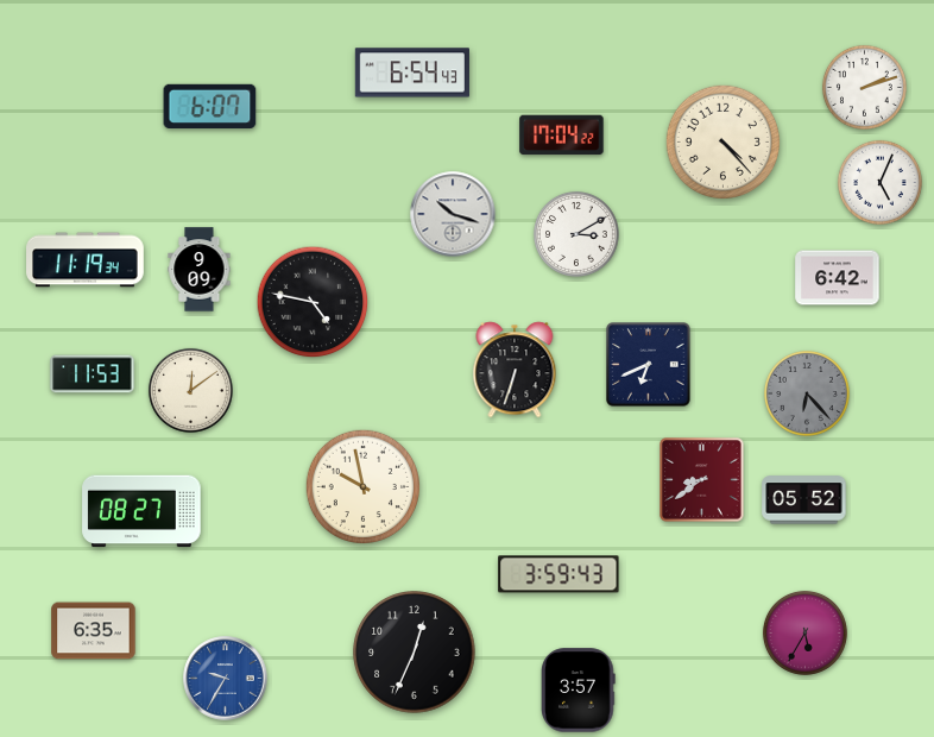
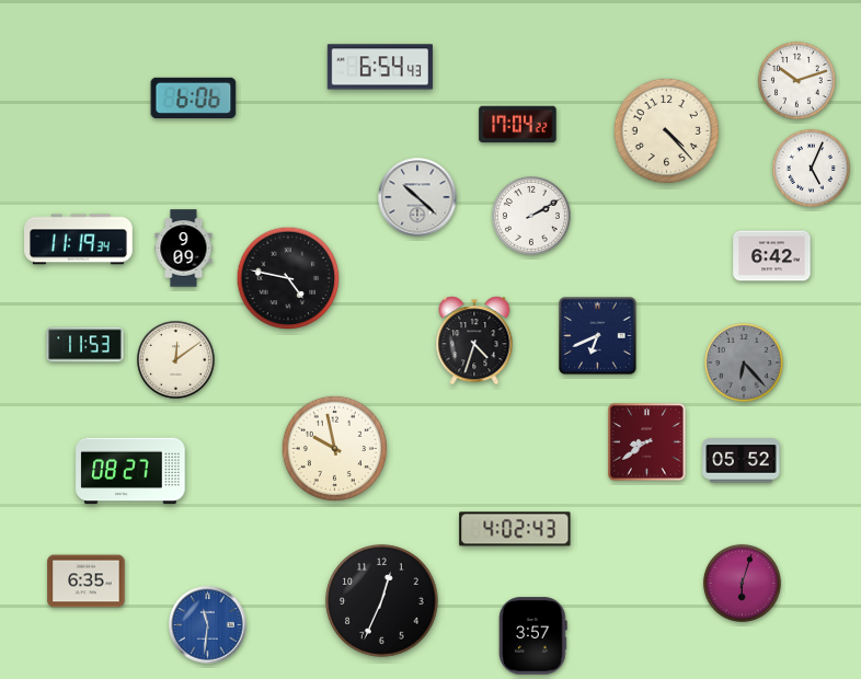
clock at (864, 87): 2:12 -> 10:12
clock at (210, 106): 6:07 -> 6:06
clock at (453, 214): 10:18 -> 10:22
clock at (576, 234): 3:10 -> 2:10
clock at (515, 370): 6:33 -> 4:33
clock at (558, 574): 3:59 -> 4:02
clock at (804, 632): 5:35 -> 6:03
clock at (226, 679): 9:35 -> 11:31
